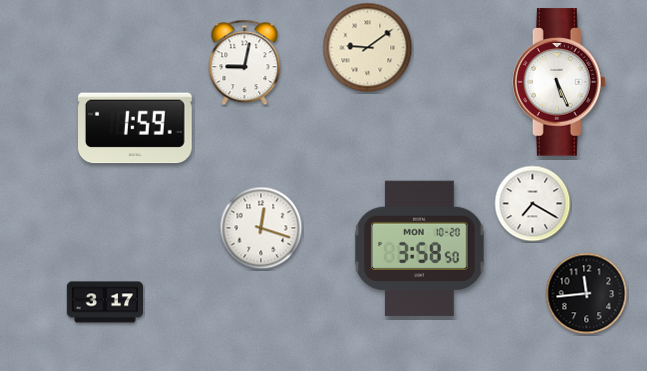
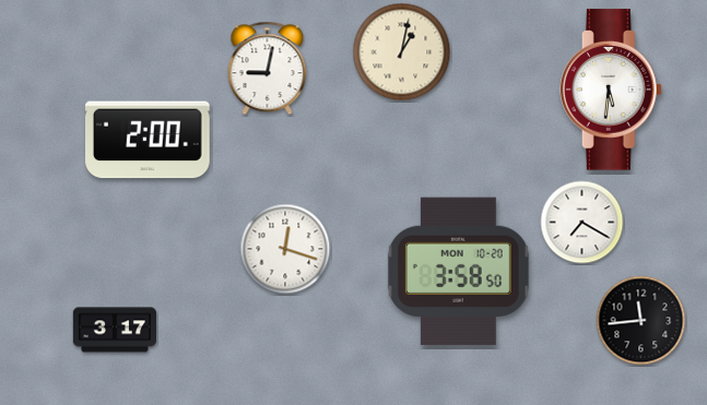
clock at (368, 48): 9:09 -> 1:02
clock at (559, 82): 5:26 -> 5:31
clock at (136, 128): 1:59 -> 2:00
